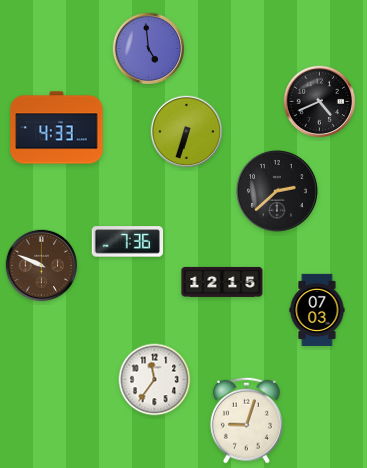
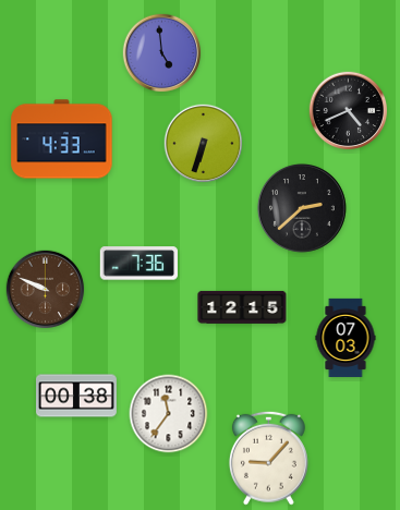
clock at (77, 396): none -> 00:38
clock at (246, 420): 9:03 -> 9:07
